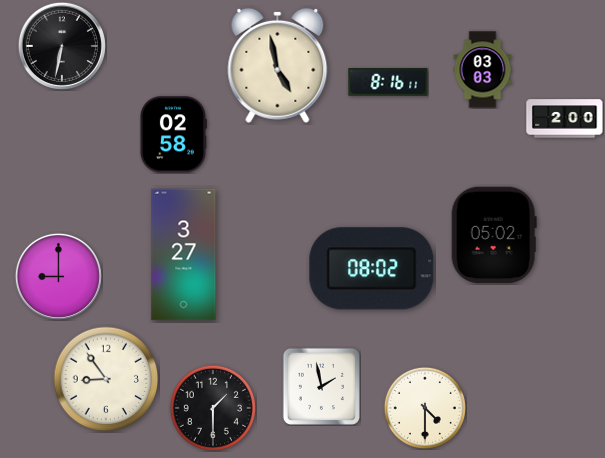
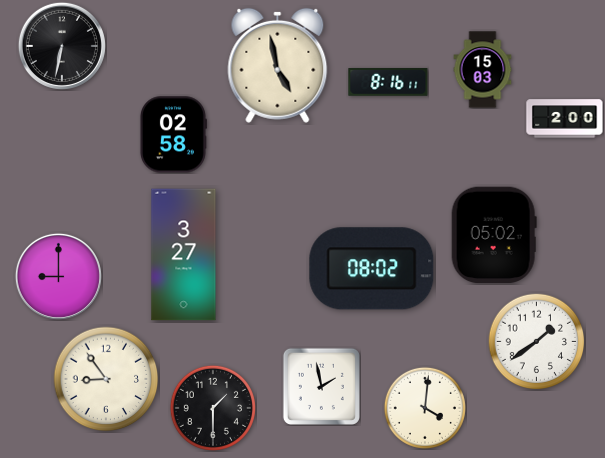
clock at (483, 70): 03:03 -> 15:03
clock at (536, 341): none -> 1:39
clock at (425, 408): 4:30 -> 4:01
